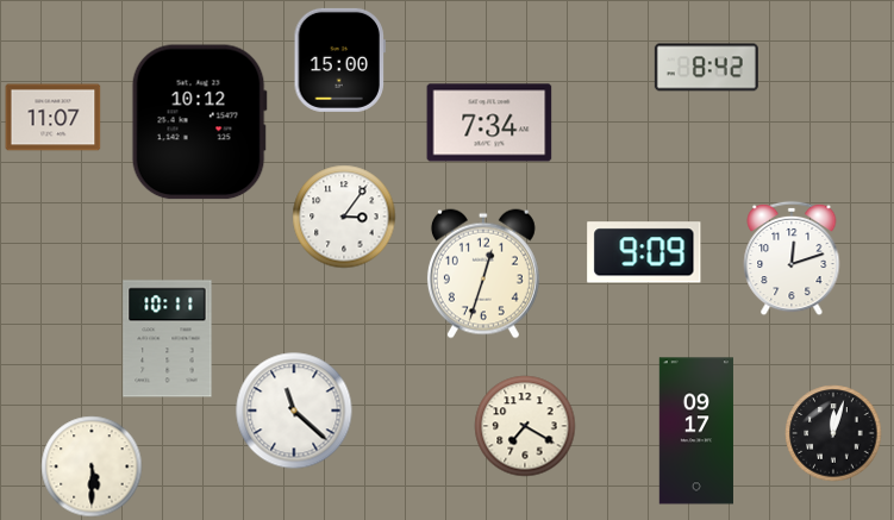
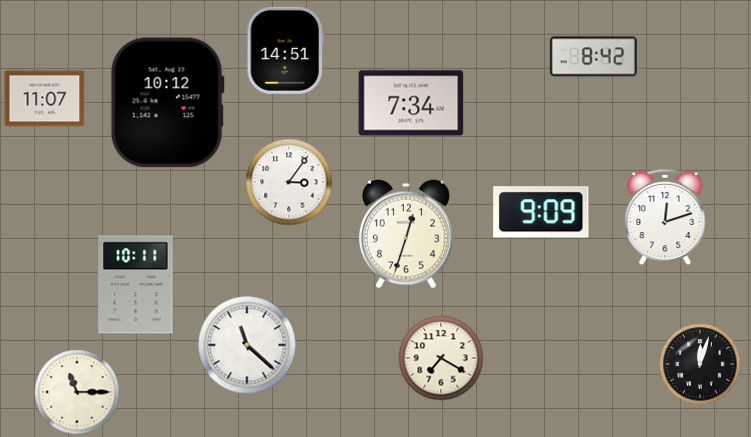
clock at (339, 59): 15:00 -> 14:51
clock at (483, 274) position: (483, 274) -> (406, 234)
clock at (168, 339) position: (168, 339) -> (136, 285)
clock at (696, 431): 09:17 -> none
clock at (92, 466): 5:30 -> 11:15
